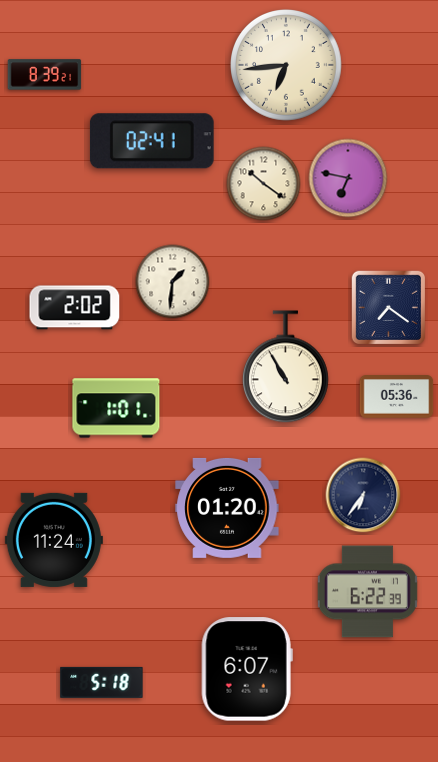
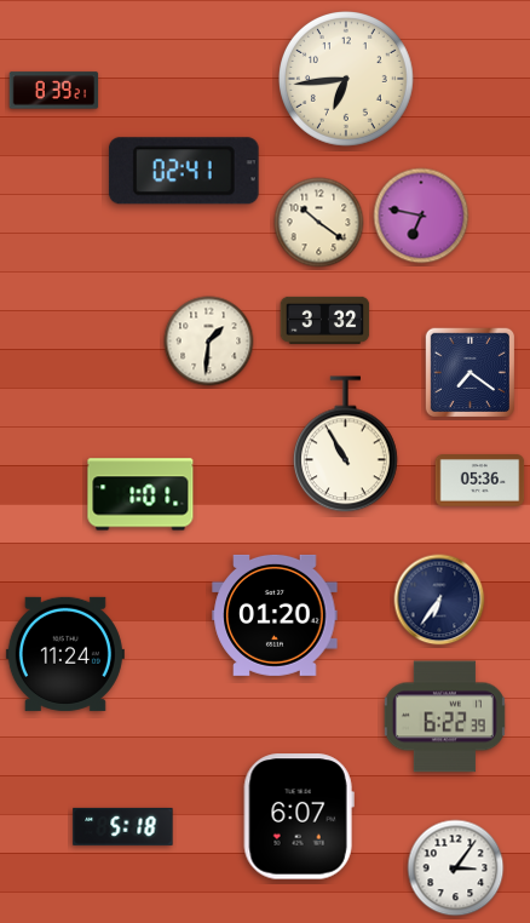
clock at (326, 320): none -> 3:32
clock at (75, 308): 2:02 -> none
clock at (247, 669) position: (247, 669) -> (299, 816)
clock at (456, 868): none -> 3:06
